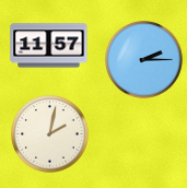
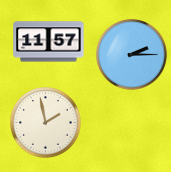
clock at (49, 46) position: (49, 46) -> (49, 42)
clock at (50, 134): 2:02 -> 1:58
